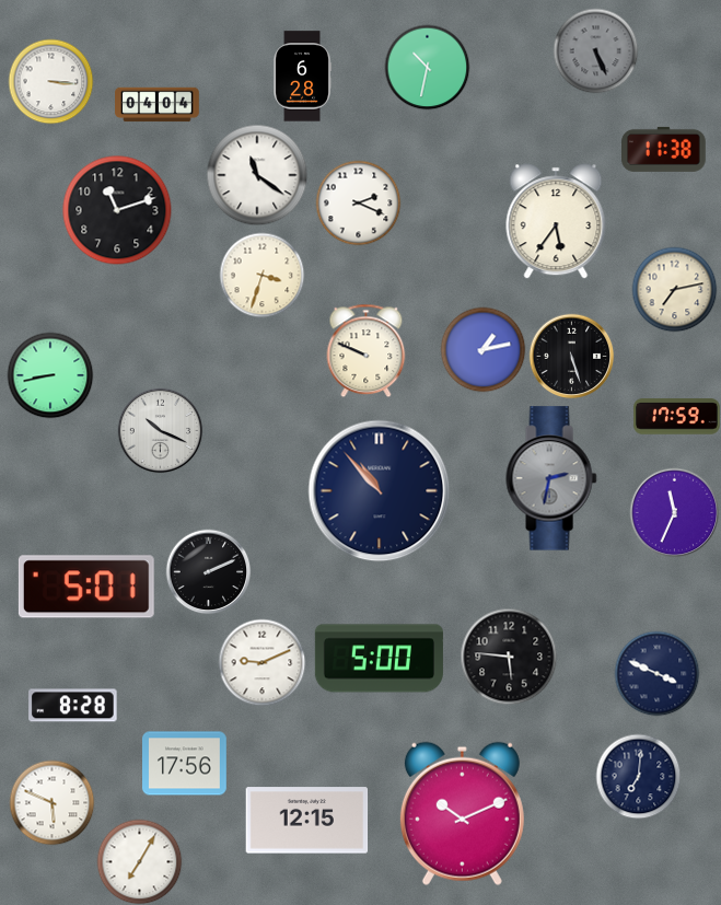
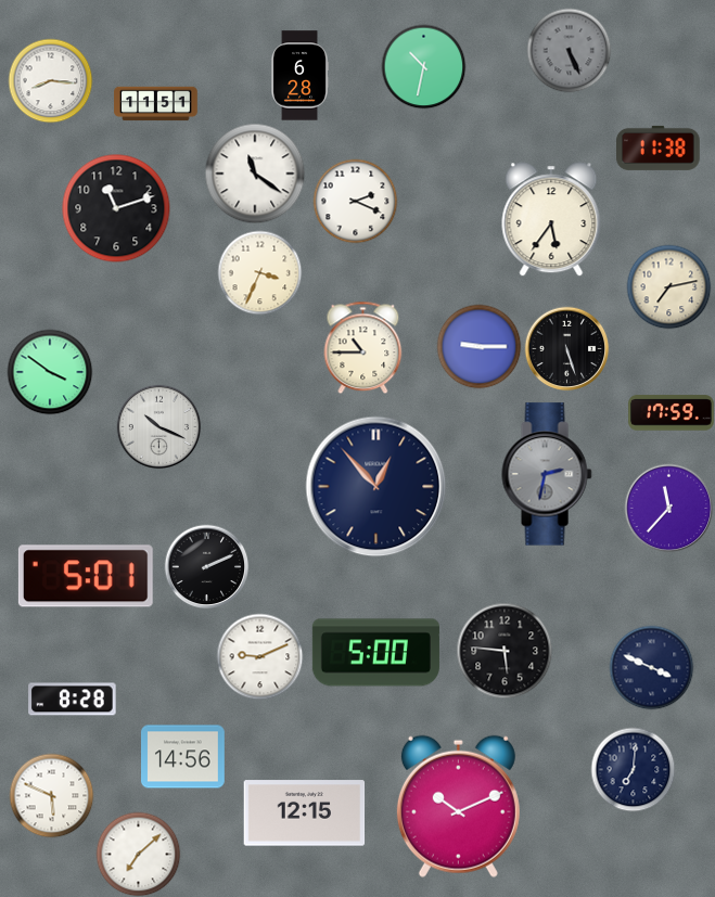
clock at (595, 50) position: (595, 50) -> (569, 50)
clock at (50, 81): 3:16 -> 8:16
clock at (158, 105): 04:04 -> 11:51
clock at (261, 275): 3:33 -> 3:34
clock at (482, 349): 1:13 -> 9:15
clock at (367, 350): 9:49 -> 10:45
clock at (571, 356) position: (571, 356) -> (566, 348)
clock at (50, 375): 8:43 -> 3:51
clock at (380, 491): 10:53 -> 12:53
clock at (674, 512): 11:34 -> 11:37
clock at (86, 587) position: (86, 587) -> (86, 576)
clock at (185, 764): 17:56 -> 14:56
clock at (139, 861): 7:05 -> 7:08
